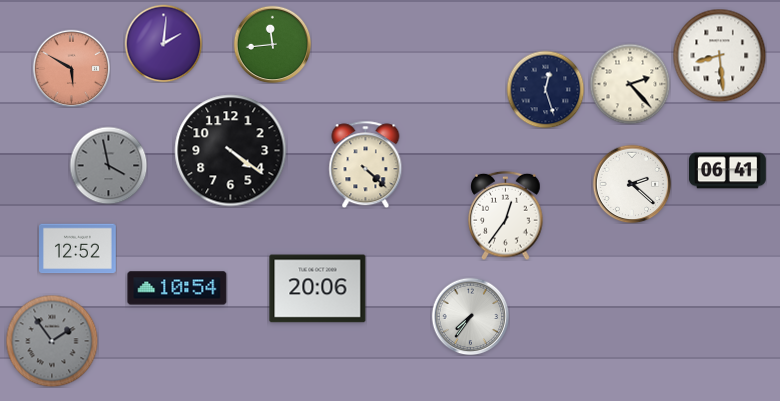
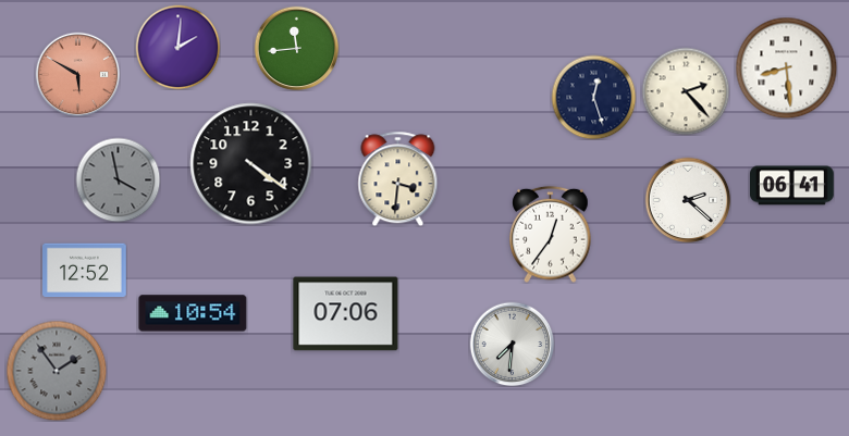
clock at (719, 55) position: (719, 55) -> (786, 67)
clock at (366, 164): 4:22 -> 3:31
clock at (318, 289): 20:06 -> 07:06
clock at (470, 316): 7:36 -> 7:31
